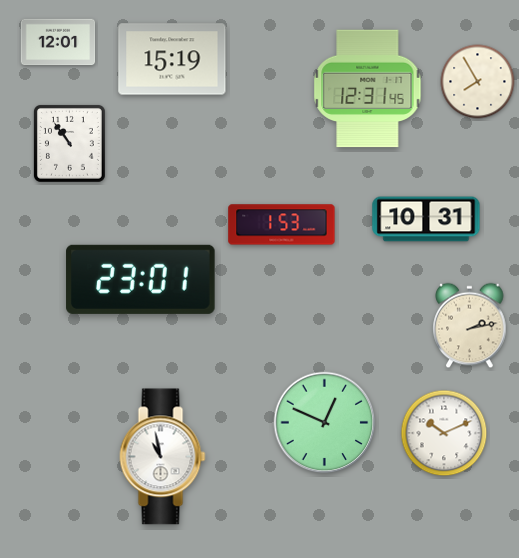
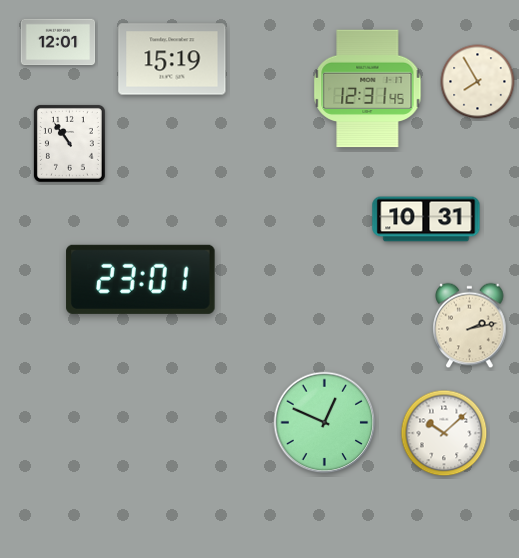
clock at (282, 225): 1:53 -> none
clock at (444, 433): 10:11 -> 10:08
clock at (163, 457): 10:58 -> none
